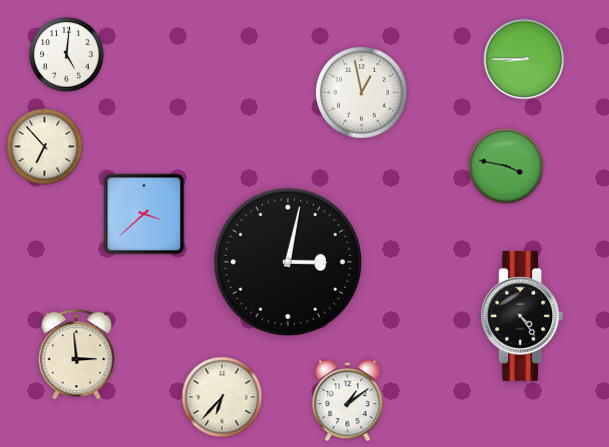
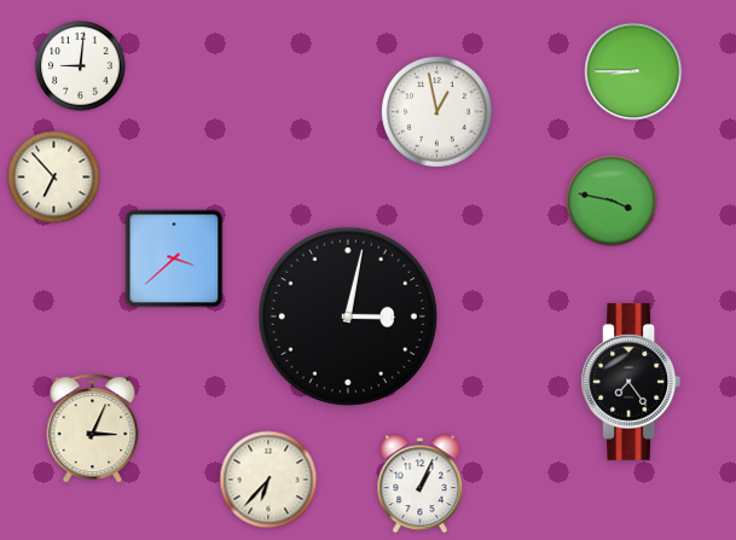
clock at (67, 55): 5:01 -> 9:01
clock at (522, 316): 4:24 -> 7:24
clock at (77, 355): 2:59 -> 3:04
clock at (348, 401): 1:09 -> 1:04
